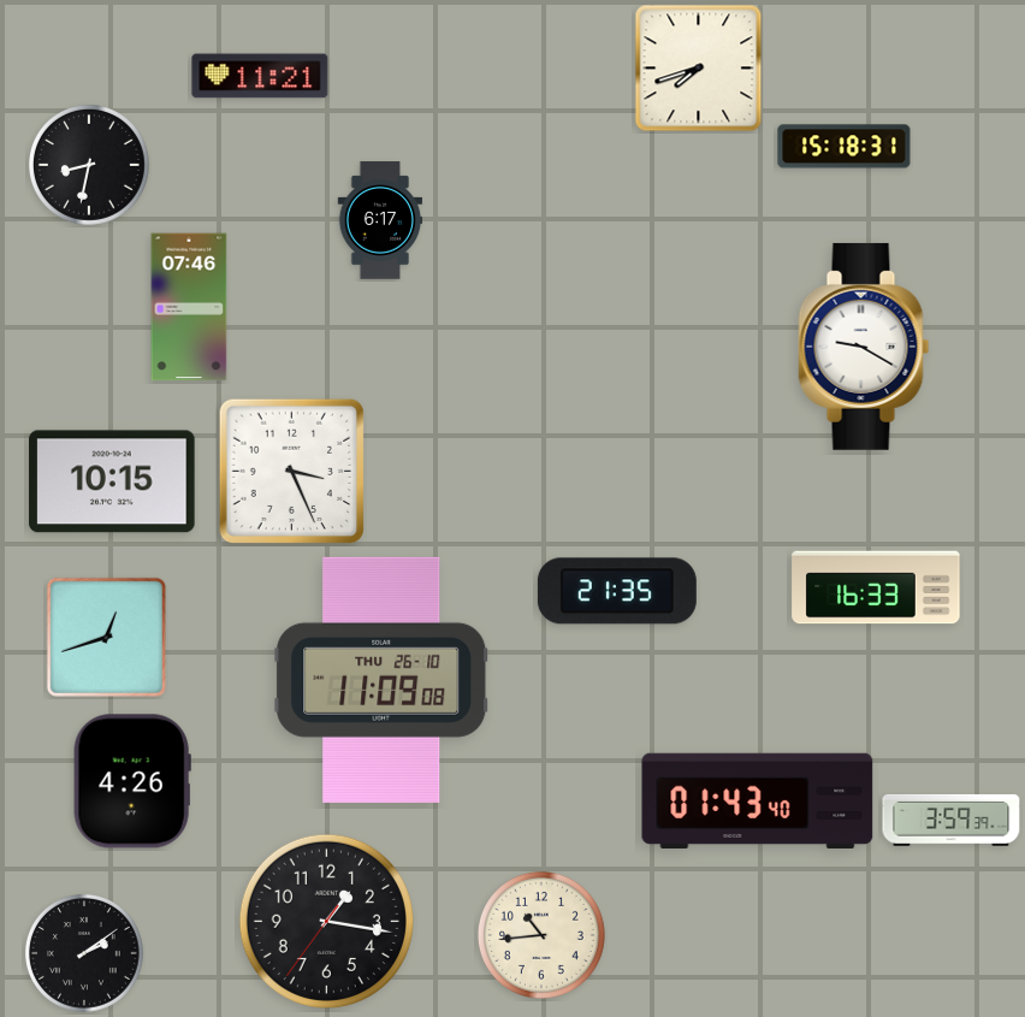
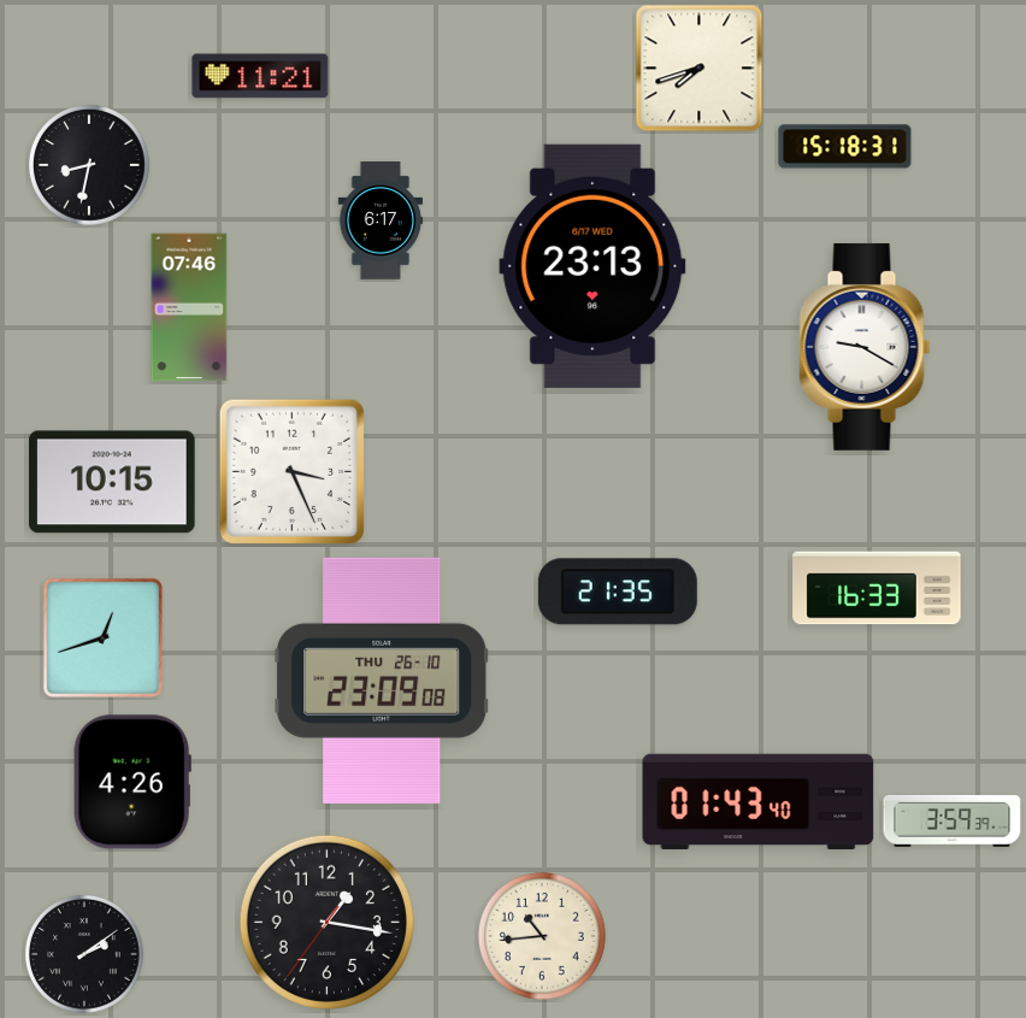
clock at (592, 266): none -> 23:13
clock at (106, 637) position: (106, 637) -> (102, 637)
clock at (381, 680): 11:09 -> 23:09
